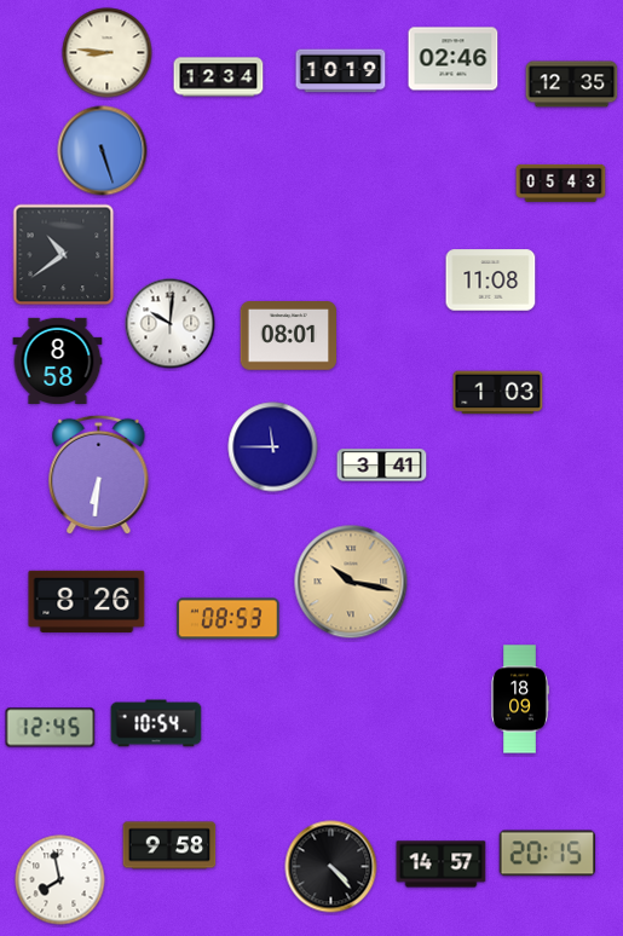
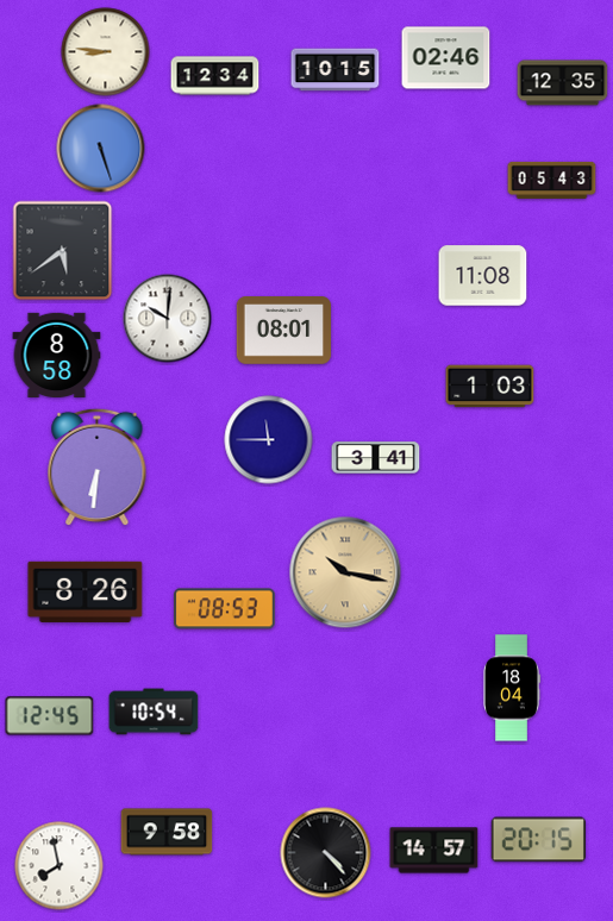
clock at (341, 71): 10:19 -> 10:15
clock at (64, 255): 10:39 -> 5:39
clock at (520, 699): 18:09 -> 18:04
